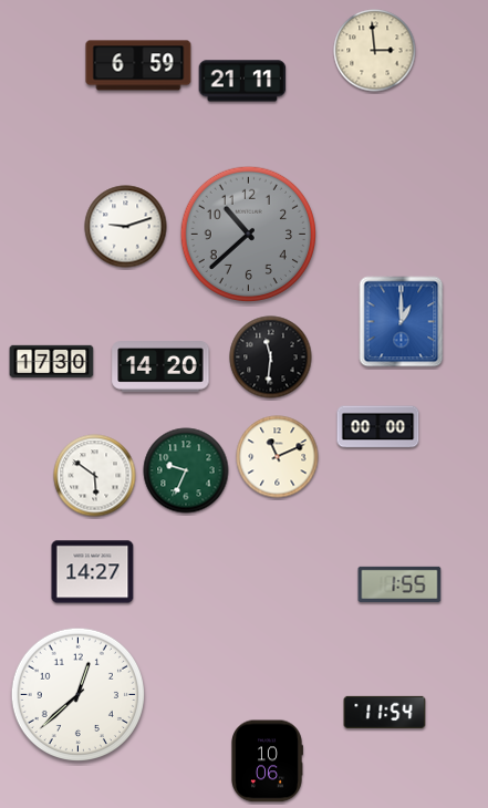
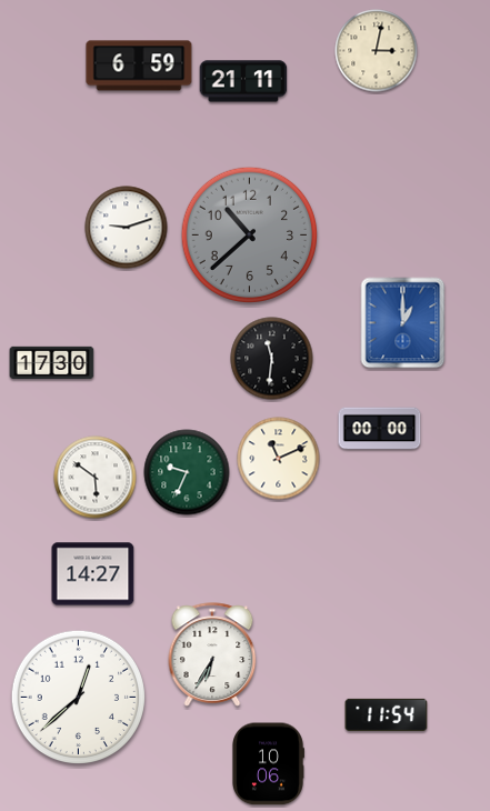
clock at (375, 51): 2:59 -> 3:02
clock at (160, 367): 14:20 -> none
clock at (399, 584): 1:55 -> none
clock at (212, 654): none -> 6:35
